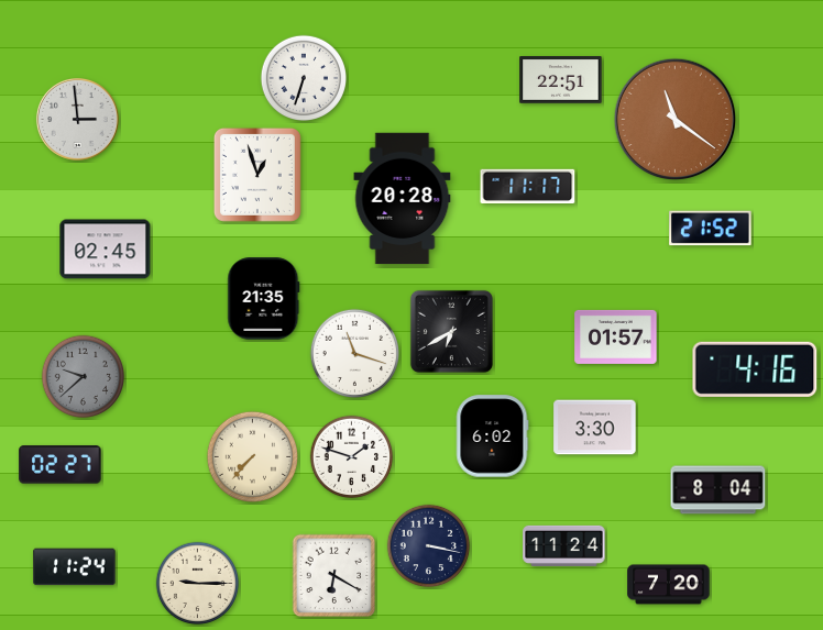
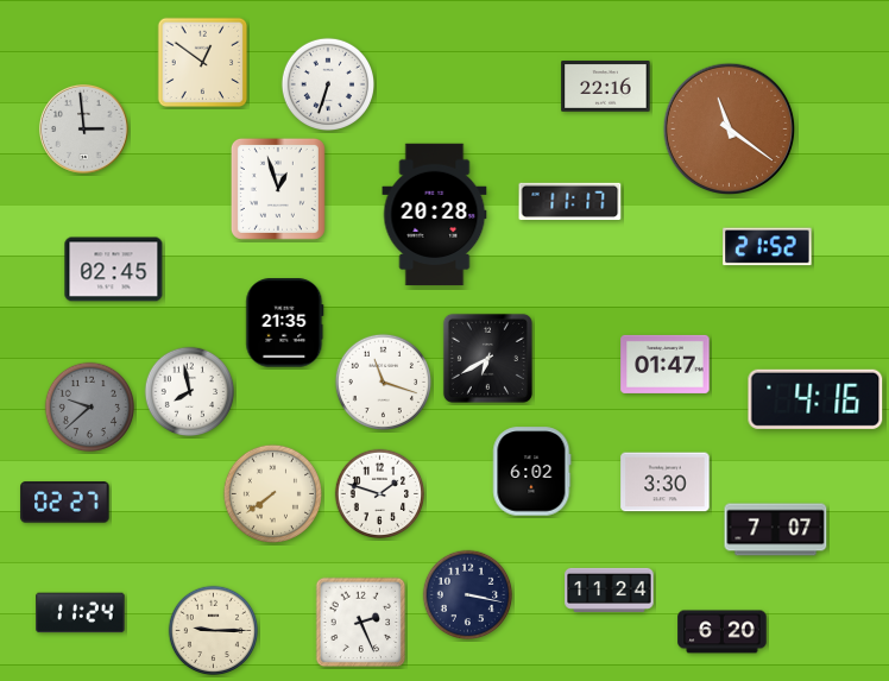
clock at (203, 63): none -> 12:51
clock at (561, 80): 22:51 -> 22:16
clock at (616, 336): 01:57 -> 01:47
clock at (190, 392): none -> 7:58
clock at (595, 428) position: (595, 428) -> (666, 483)
clock at (252, 456): 7:37 -> 7:39
clock at (718, 490): 8:04 -> 7:07
clock at (429, 546) position: (429, 546) -> (468, 595)
clock at (334, 576): 6:20 -> 2:26
clock at (669, 585): 7:20 -> 6:20
